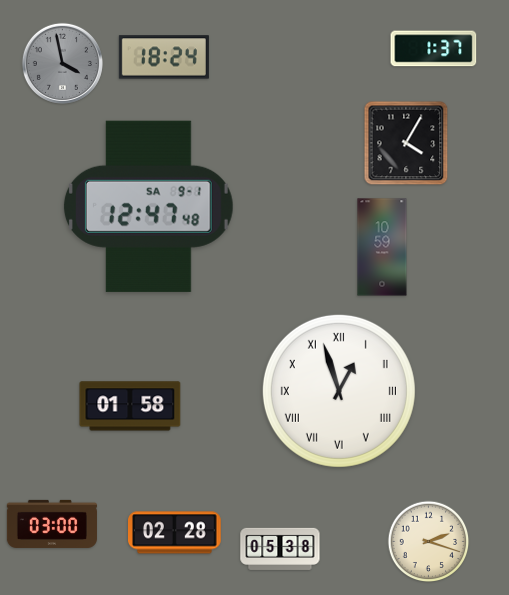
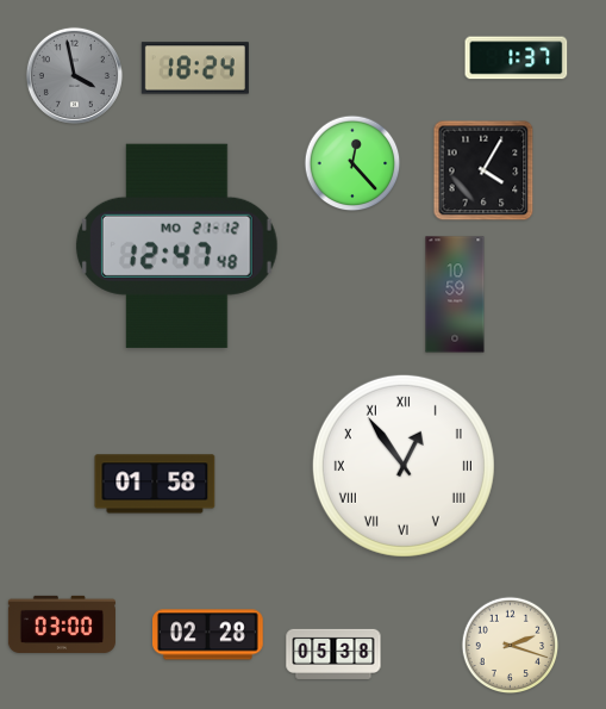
clock at (352, 163): none -> 12:23
clock at (148, 206) date: SA 9-1 -> MO 21-12
clock at (339, 391): 12:57 -> 12:54
